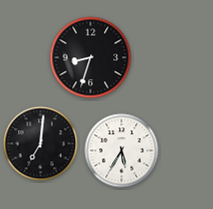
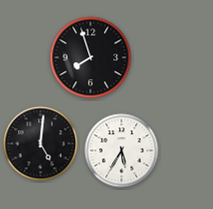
clock at (91, 58): 8:33 -> 7:57
clock at (41, 144): 7:01 -> 5:01
